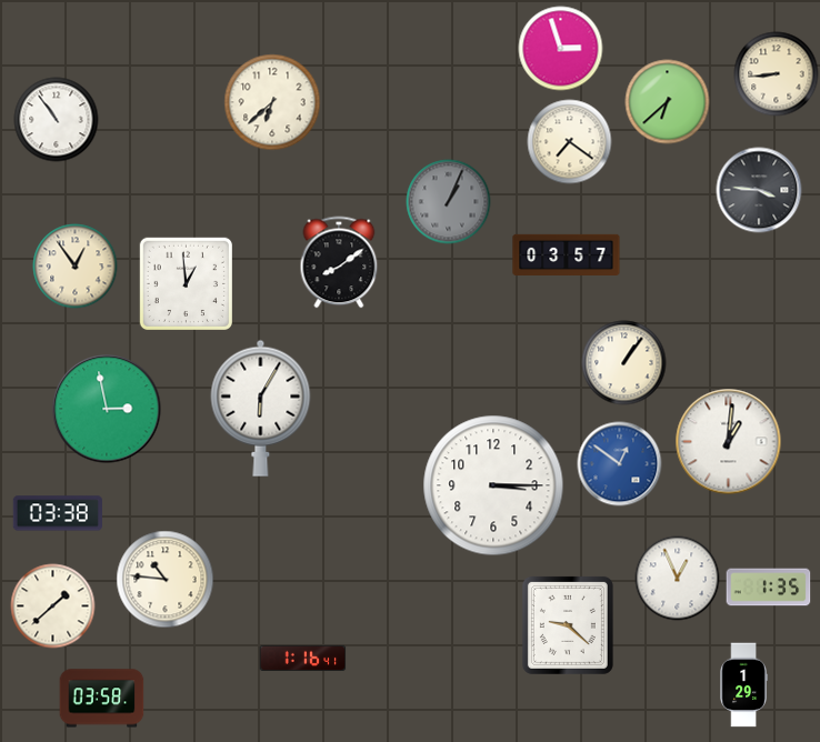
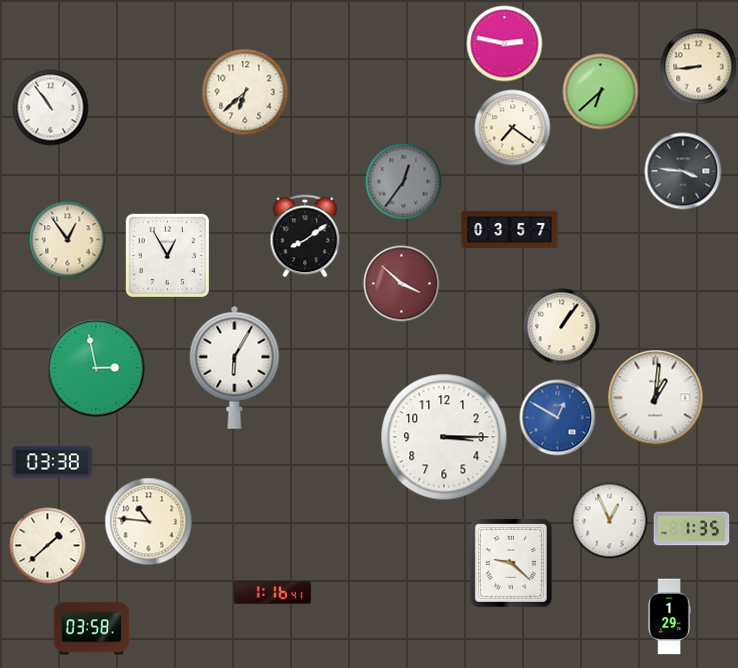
clock at (561, 49): 2:57 -> 2:47
clock at (449, 202): 1:04 -> 12:36
clock at (186, 283): 12:59 -> 12:55
clock at (402, 284): none -> 3:52
clock at (620, 464): 12:51 -> 12:50
